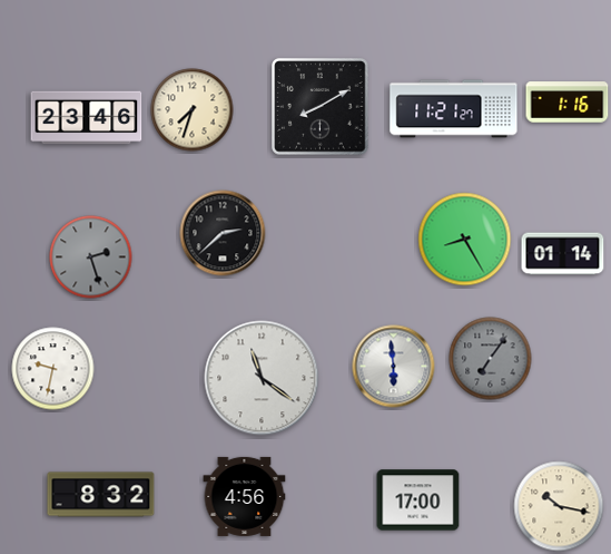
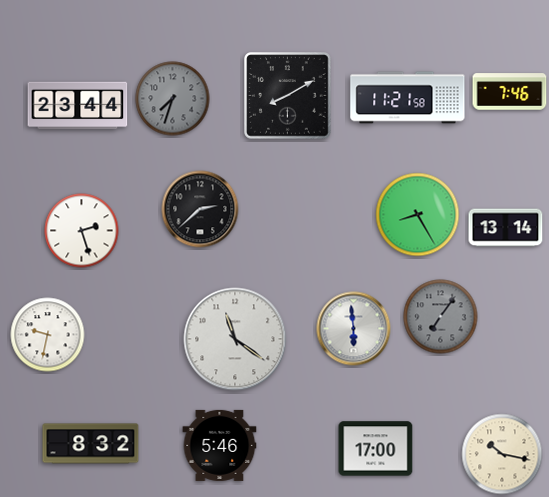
clock at (568, 103): 1:16 -> 7:46
clock at (454, 109): 11:21:27 -> 11:21:58
clock at (193, 110) dial: cream -> grey
clock at (87, 118): 23:46 -> 23:44
clock at (563, 254): 01:14 -> 13:14
clock at (91, 257) dial: grey -> white
clock at (491, 359) position: (491, 359) -> (441, 317)
clock at (53, 369) position: (53, 369) -> (48, 335)
clock at (245, 496): 4:56 -> 5:46
